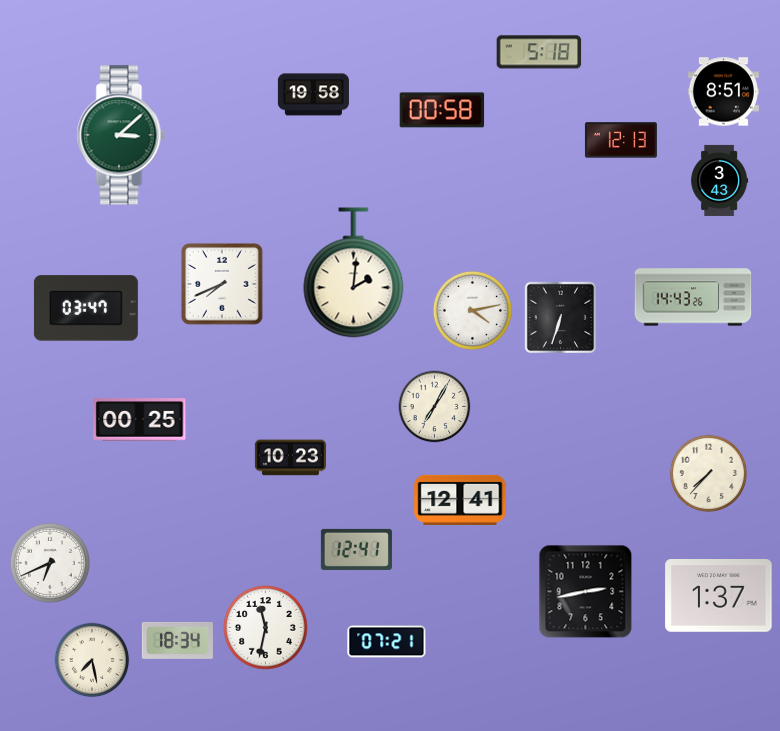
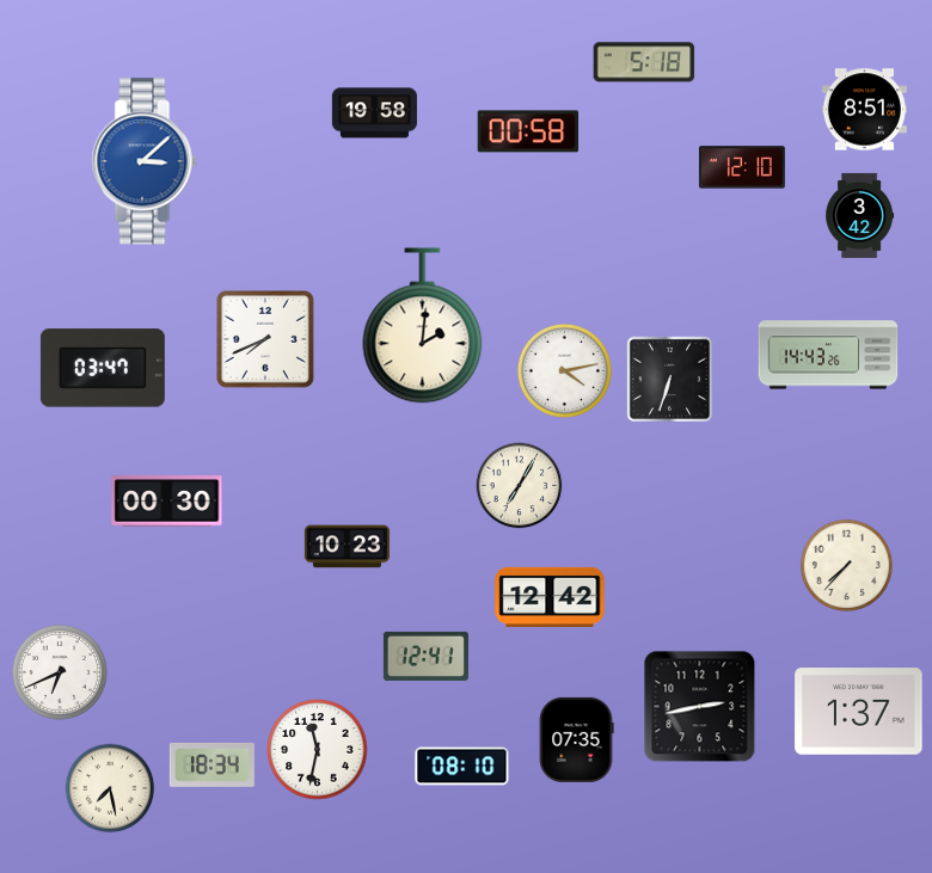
clock at (121, 135) dial: green -> blue
clock at (621, 140): 12:13 -> 12:10
clock at (720, 180): 3:43 -> 3:42
clock at (140, 420): 00:25 -> 00:30
clock at (460, 500): 12:41 -> 12:42
clock at (576, 739): none -> 07:35
clock at (387, 642): 07:21 -> 08:10
